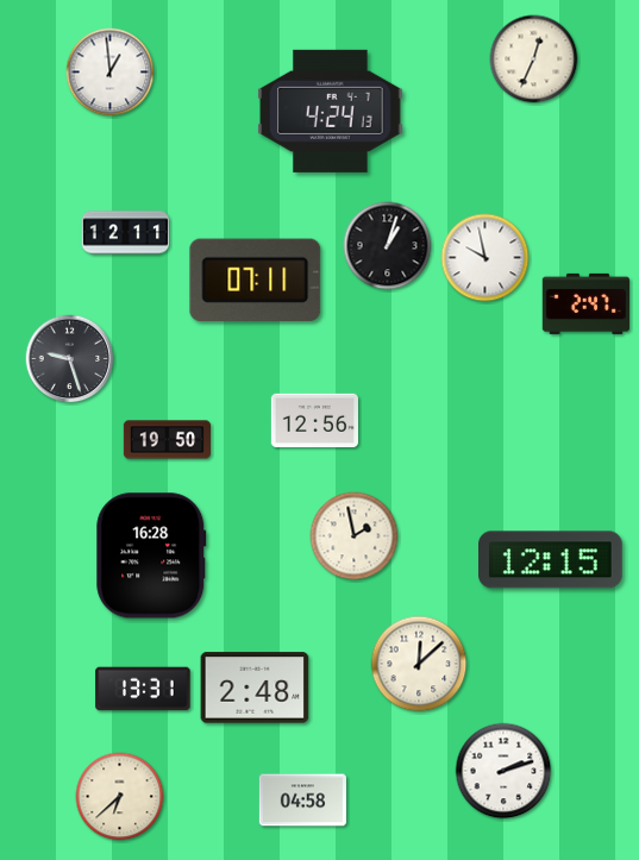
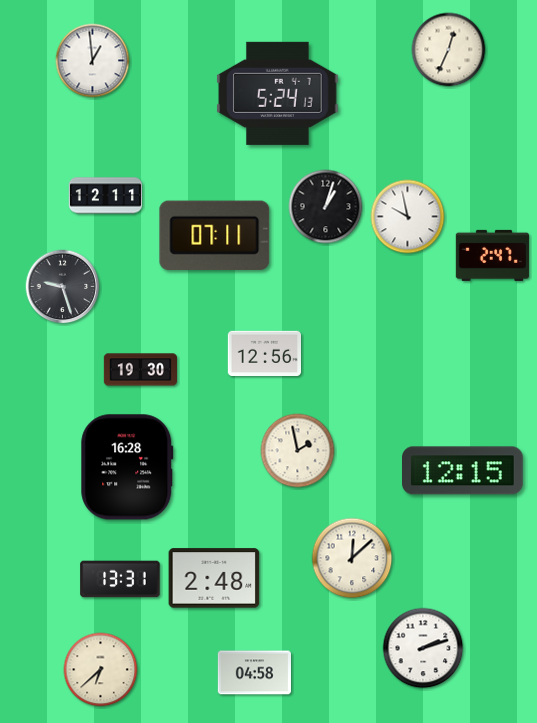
clock at (331, 111): 4:24 -> 5:24
clock at (70, 359) position: (70, 359) -> (63, 287)
clock at (167, 440): 19:50 -> 19:30
